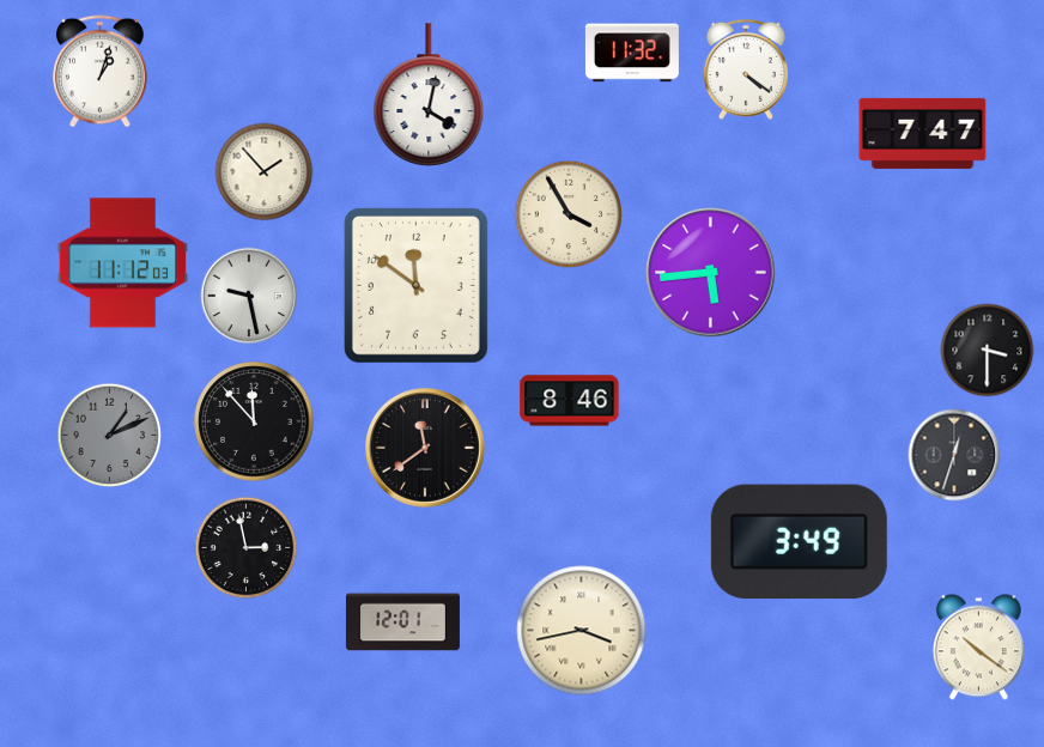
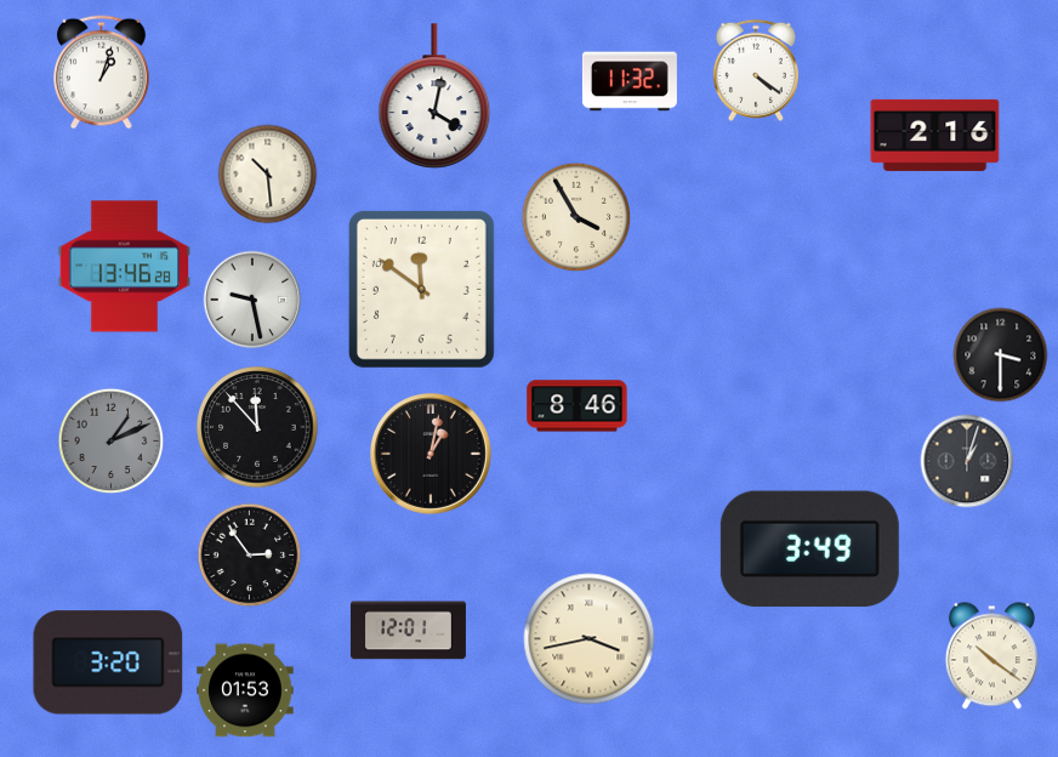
clock at (632, 53) position: (632, 53) -> (630, 81)
clock at (923, 133): 7:47 -> 2:16
clock at (265, 172): 1:53 -> 10:29
clock at (123, 263): 11:12 -> 13:46
clock at (711, 273): 5:44 -> none
clock at (425, 448): 11:39 -> 1:02
clock at (954, 455): 12:33 -> 1:03
clock at (247, 548): 2:58 -> 2:54
clock at (108, 662): none -> 3:20
clock at (245, 690): none -> 01:53
